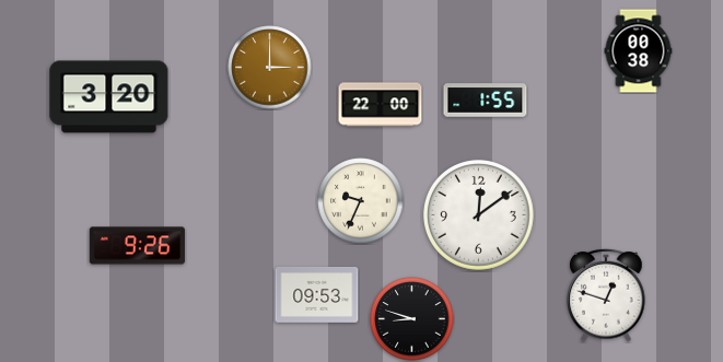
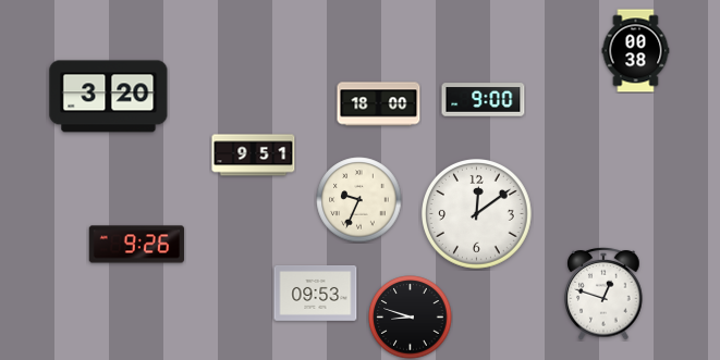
clock at (270, 68): 3:00 -> none
clock at (486, 101): 1:55 -> 9:00
clock at (381, 105): 22:00 -> 18:00
clock at (254, 156): none -> 9:51
